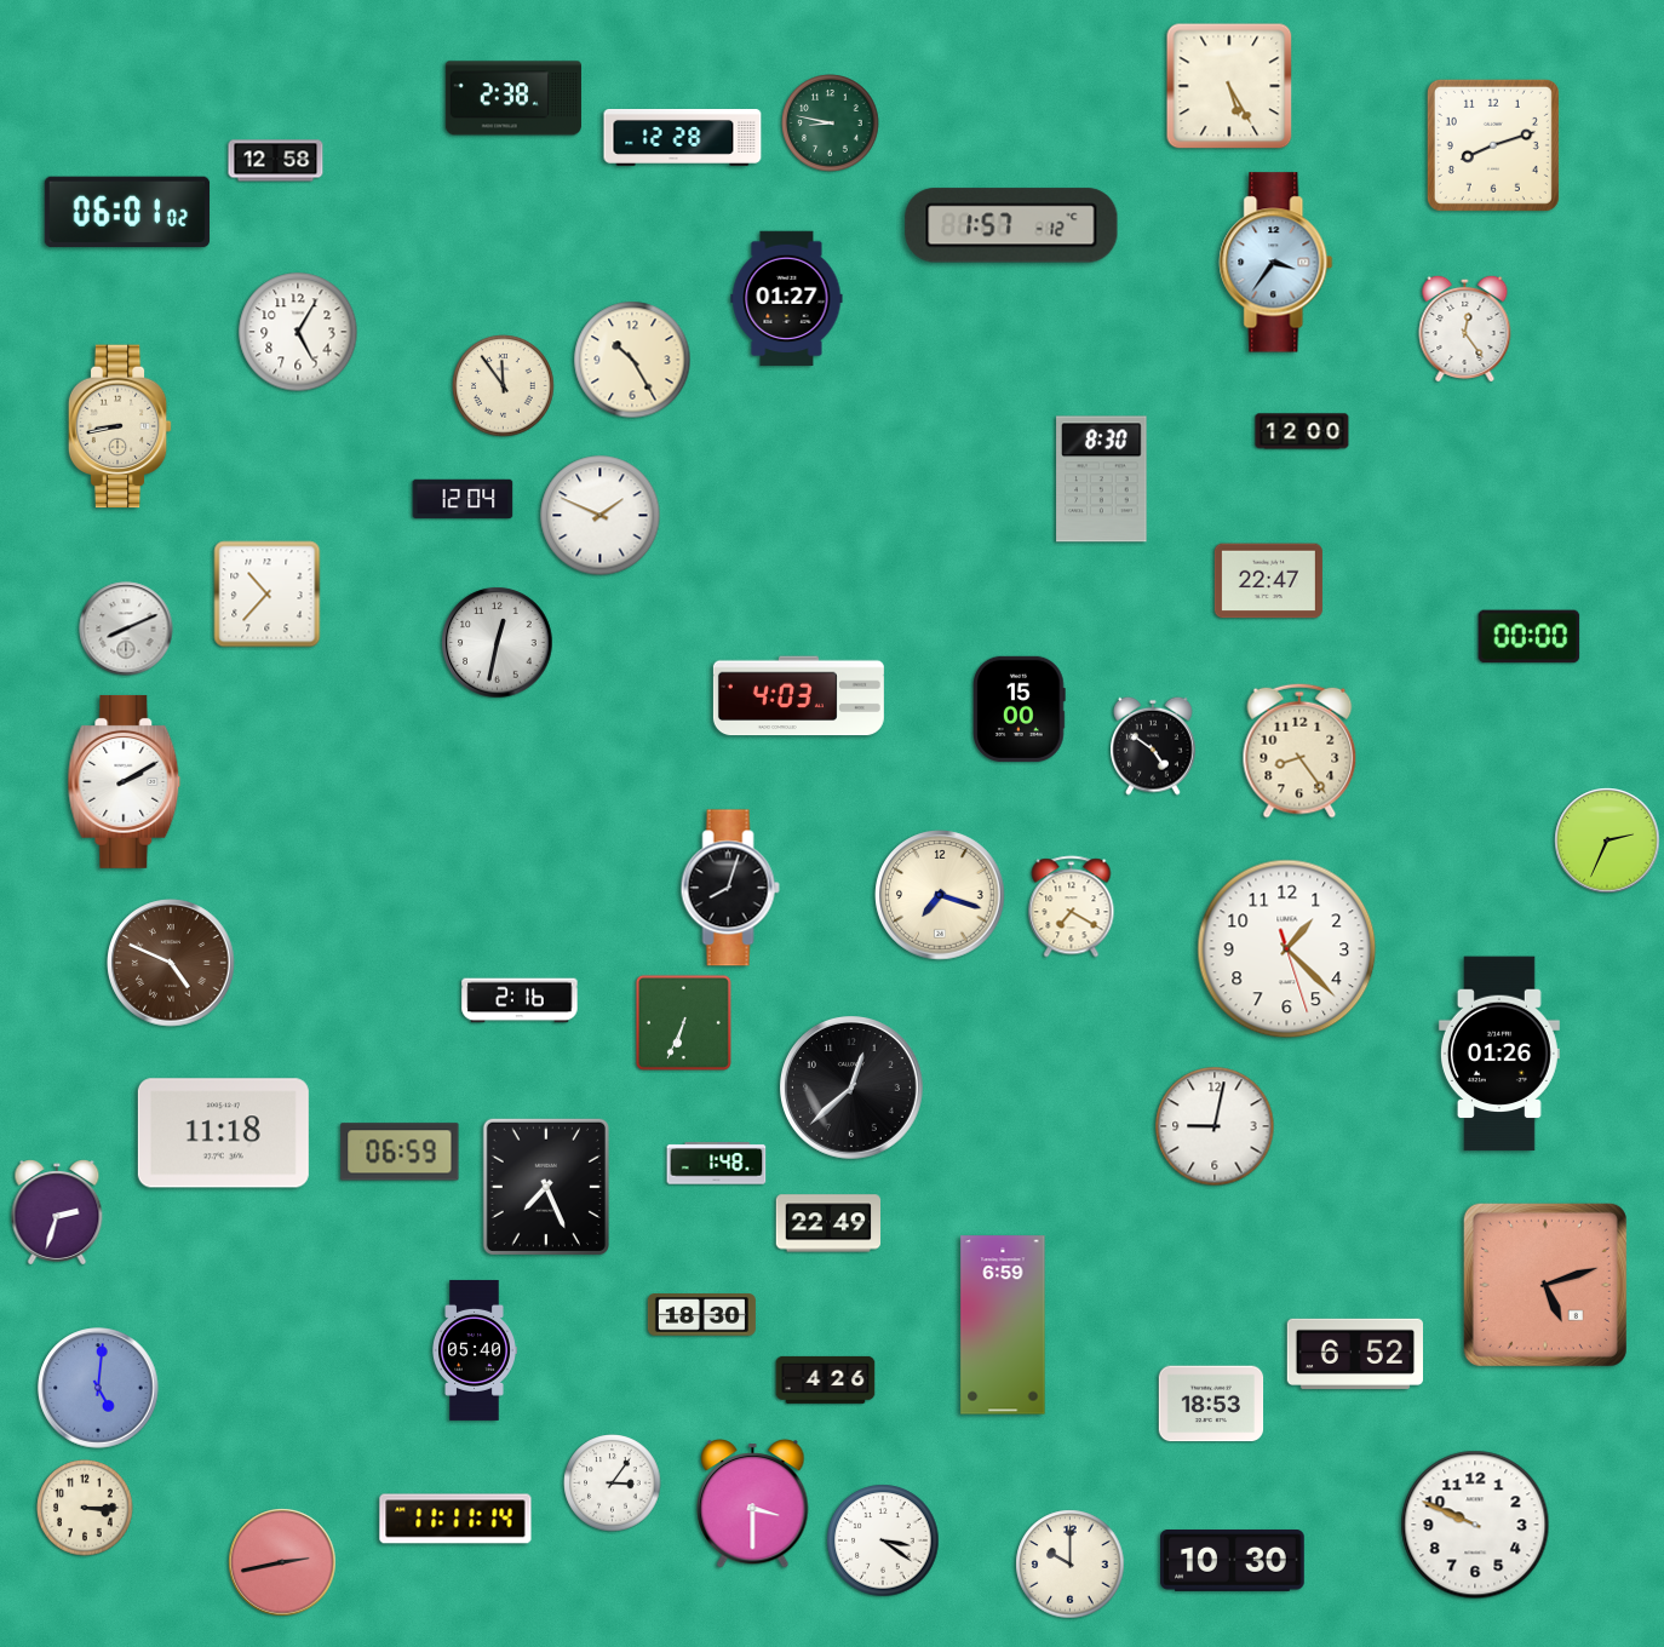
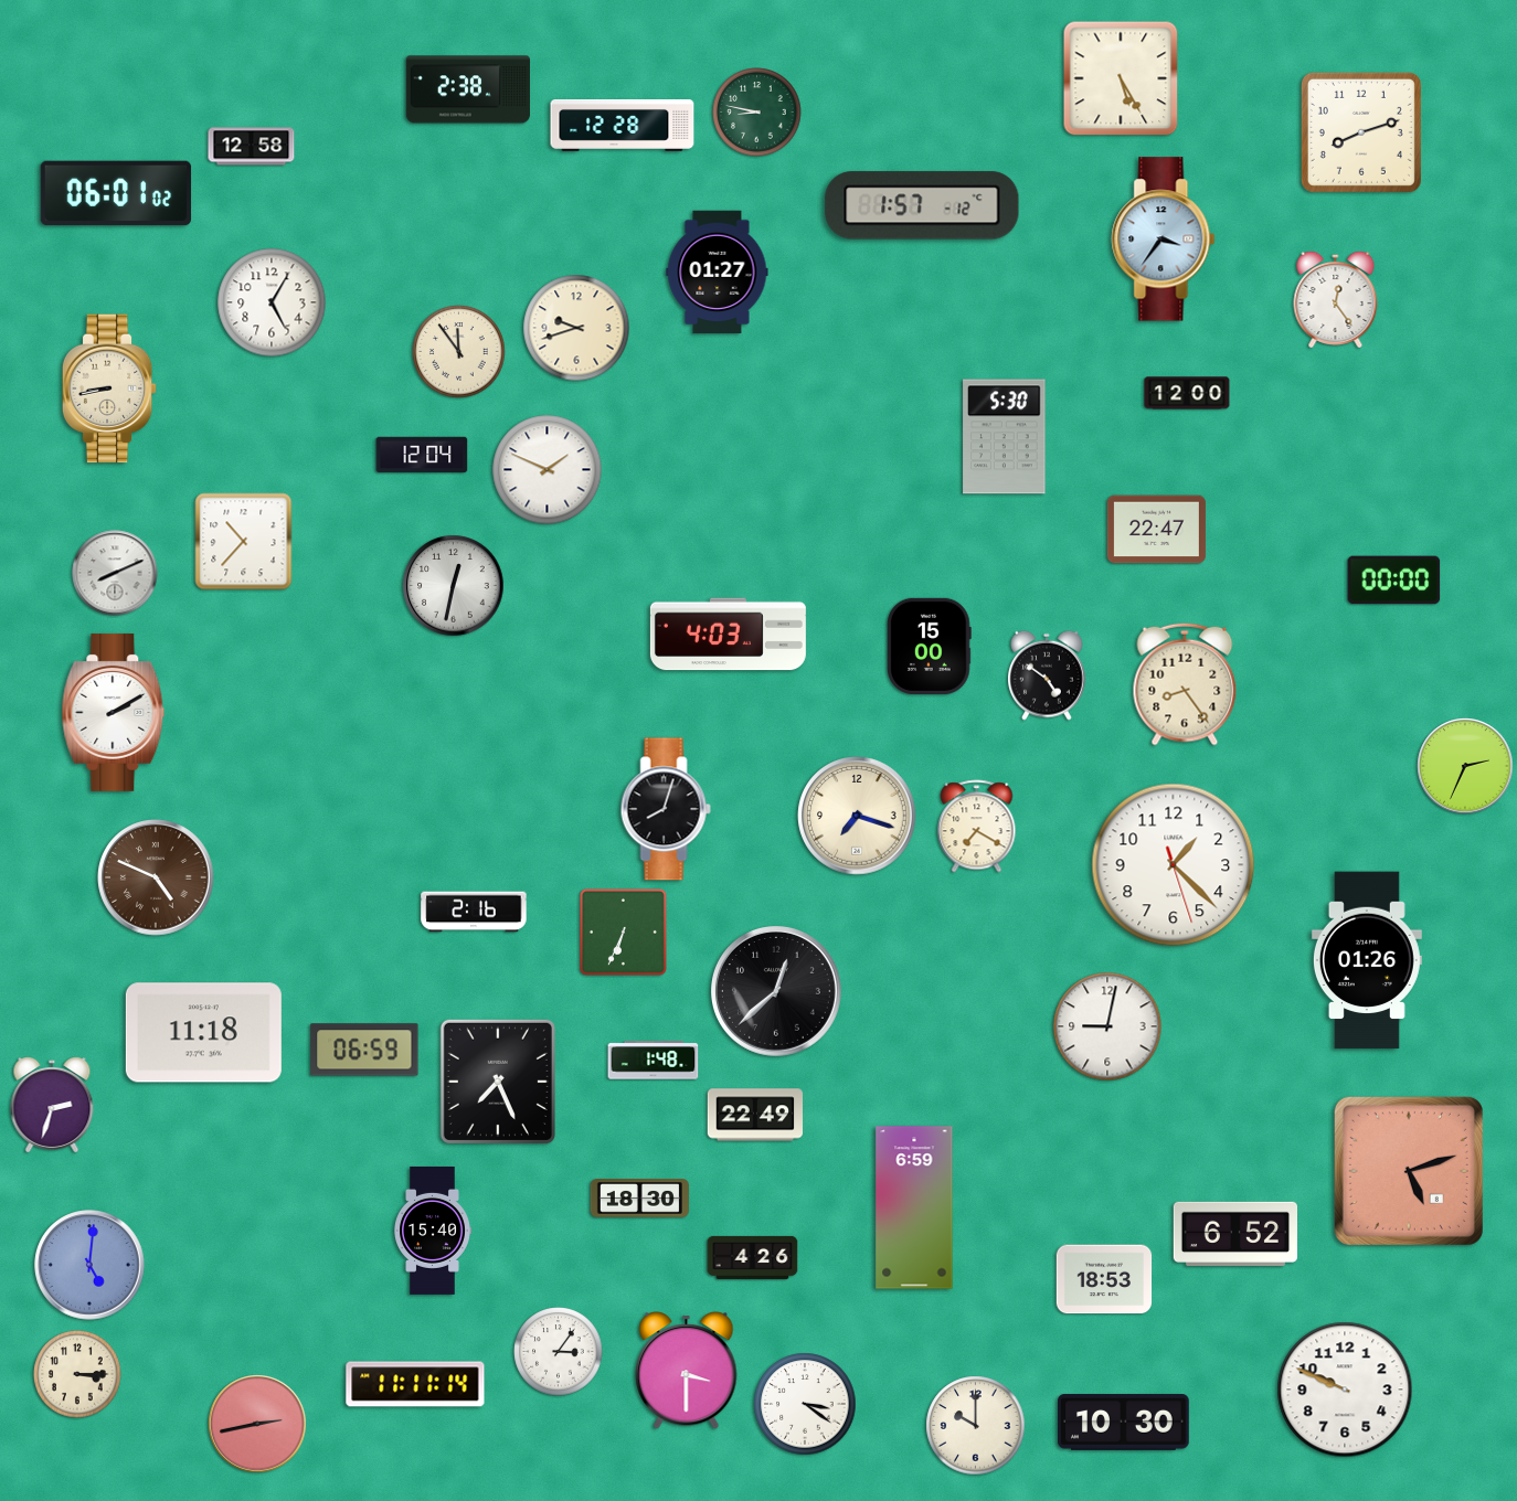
clock at (632, 360): 10:25 -> 9:42
clock at (1102, 480): 8:30 -> 5:30
clock at (1154, 746) position: (1154, 746) -> (1048, 675)
clock at (475, 1350): 05:40 -> 15:40
